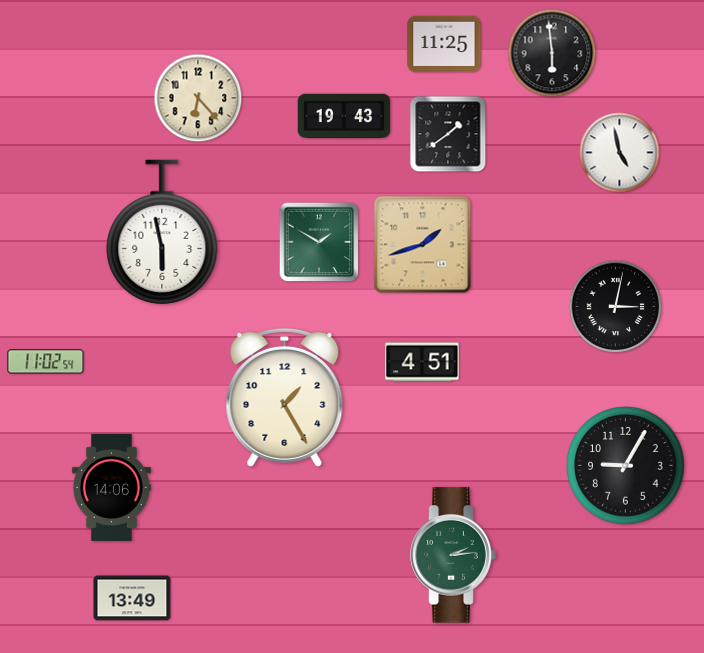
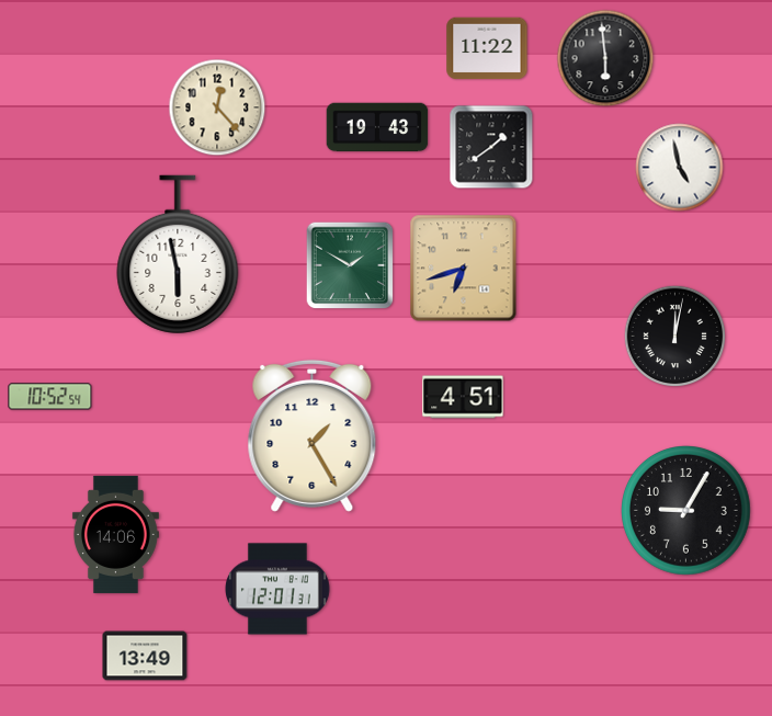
clock at (444, 44): 11:25 -> 11:22
clock at (198, 98): 6:23 -> 12:23
clock at (423, 245): 1:42 -> 6:42
clock at (615, 306): 3:02 -> 12:02
clock at (46, 362): 11:02 -> 10:52
clock at (111, 487) position: (111, 487) -> (115, 534)
clock at (279, 589): none -> 12:01
clock at (453, 555): 2:14 -> none
